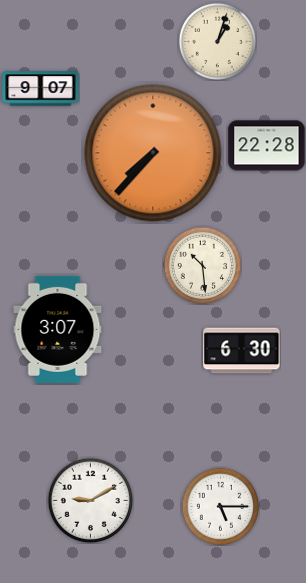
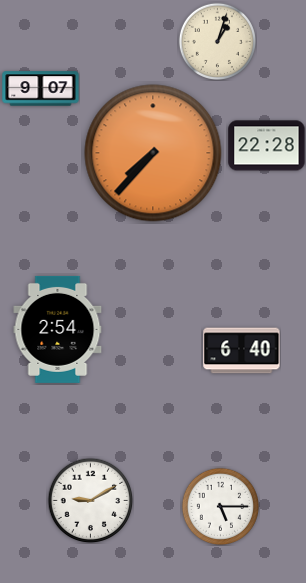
clock at (202, 265): 10:29 -> none
clock at (58, 329): 3:07 -> 2:54
clock at (242, 351): 6:30 -> 6:40
